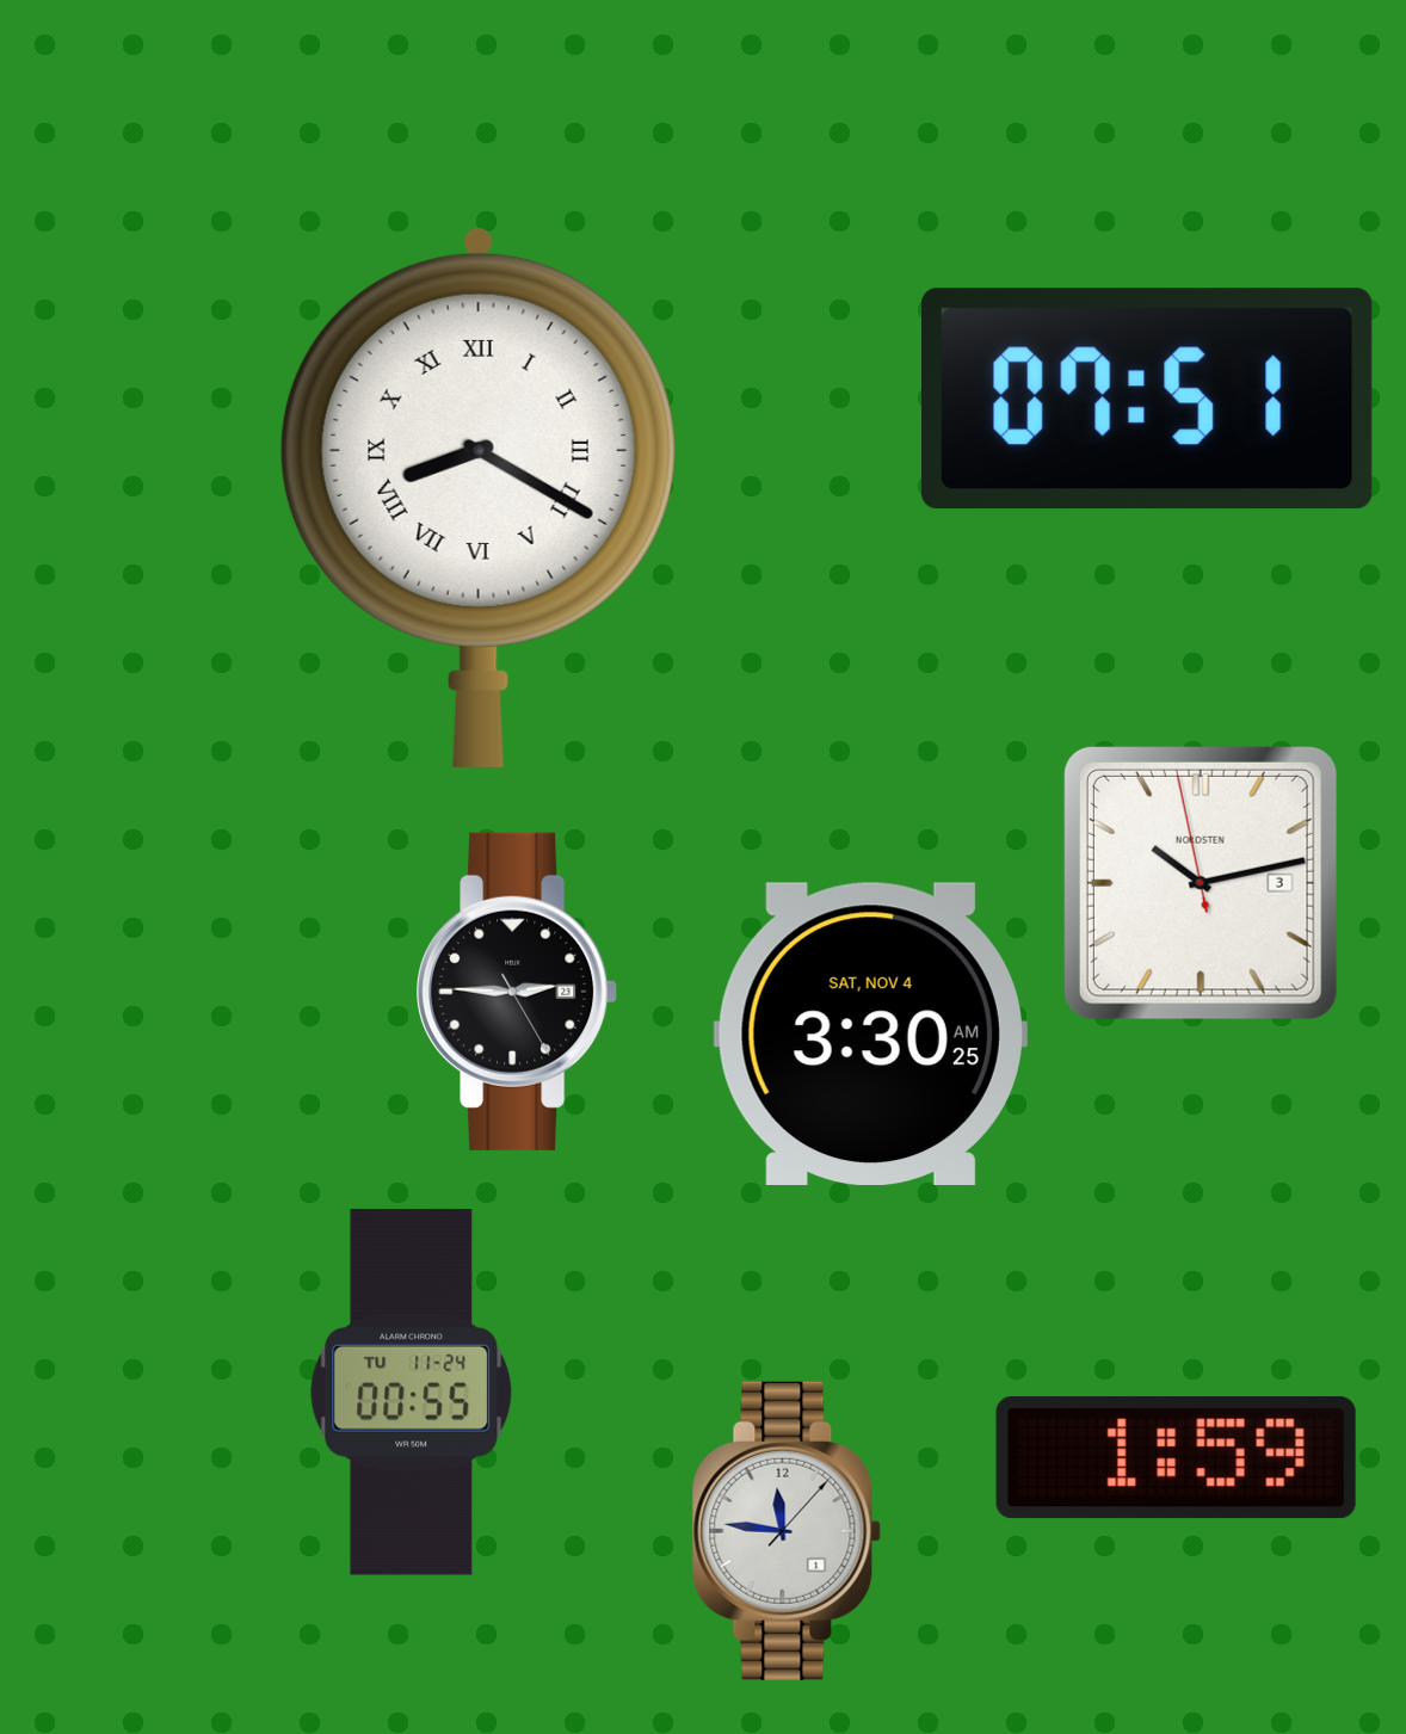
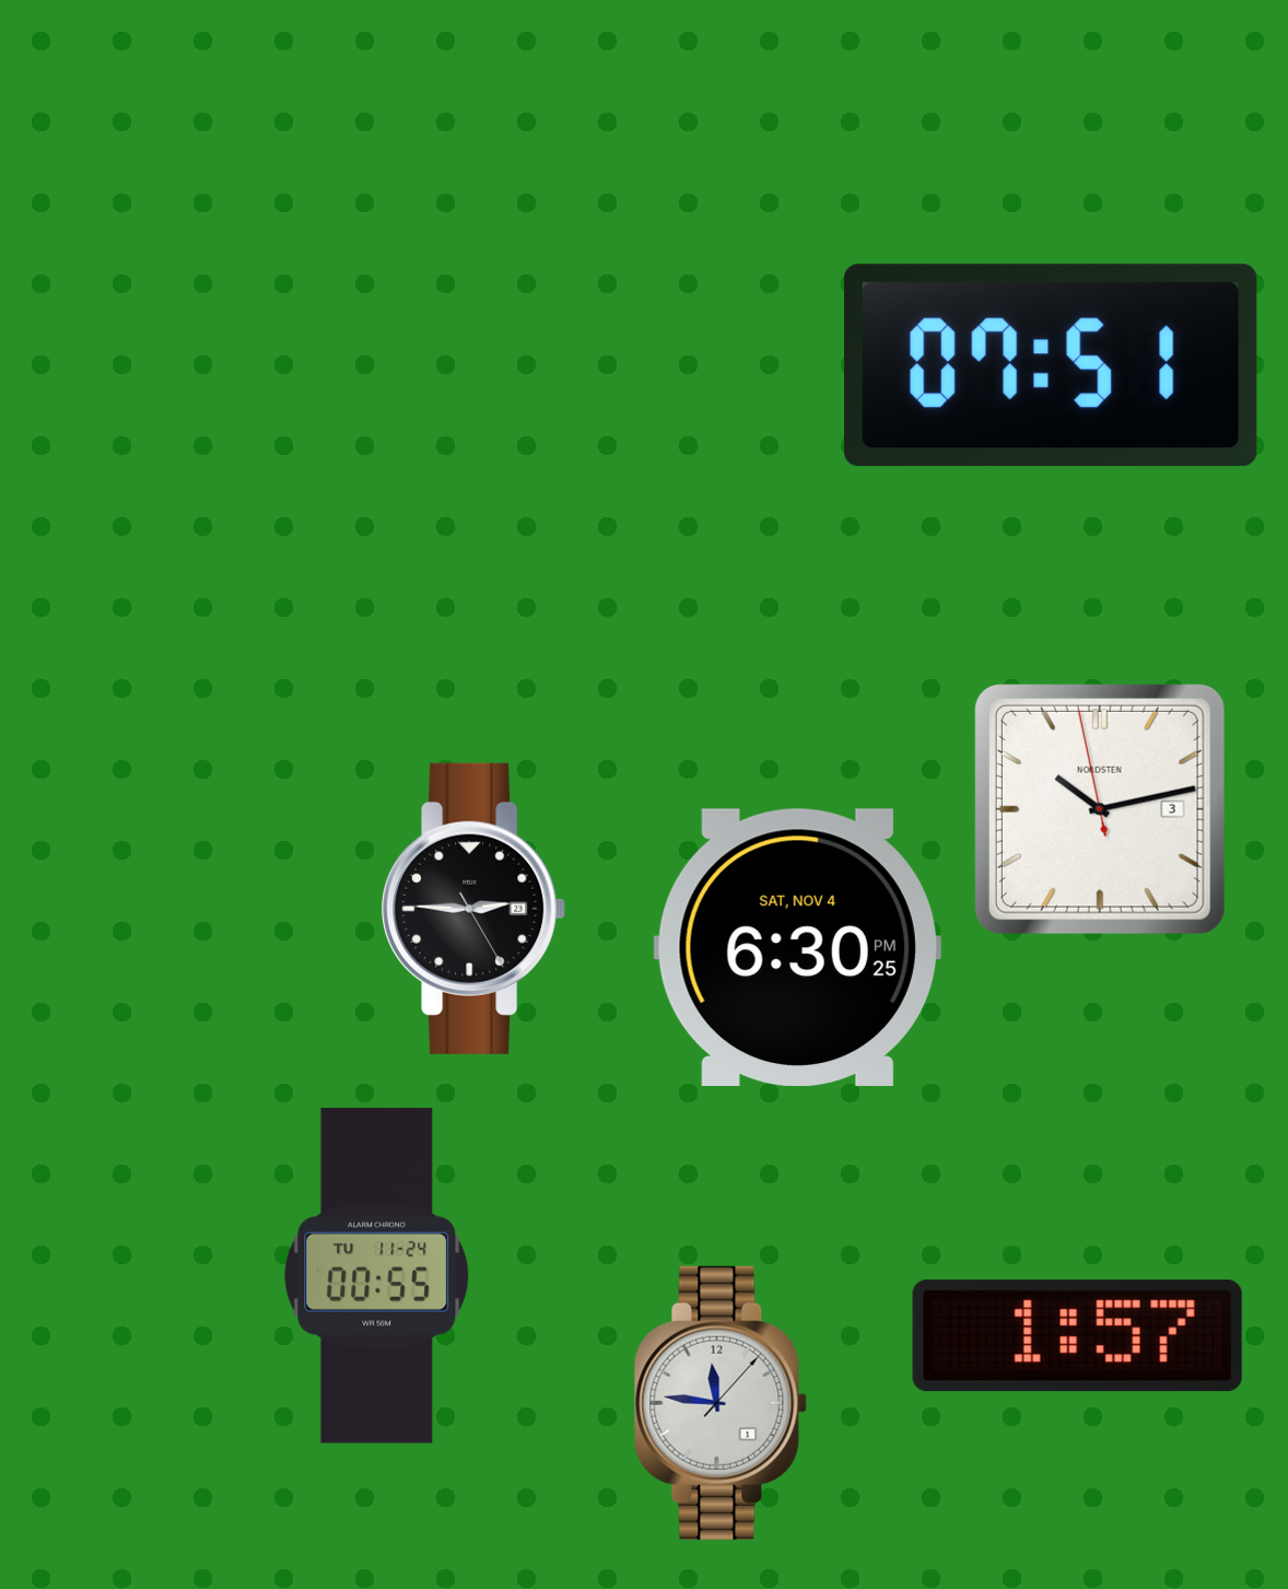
clock at (479, 496): 8:20 -> none
clock at (870, 1033): 3:30 -> 6:30
clock at (1176, 1458): 1:59 -> 1:57
